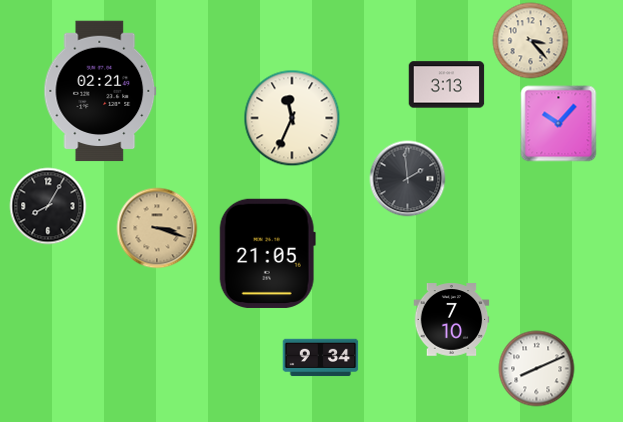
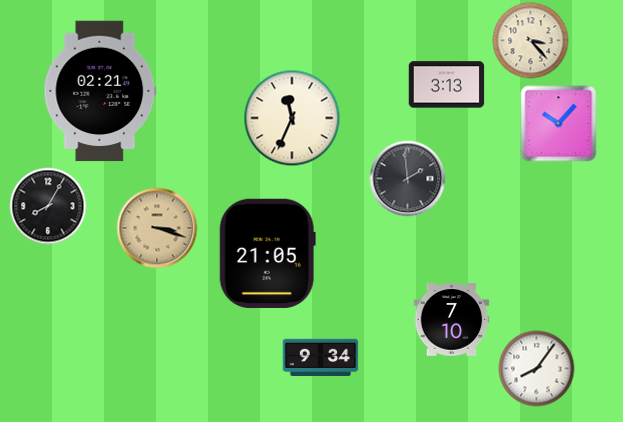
clock at (537, 369): 8:11 -> 8:06
